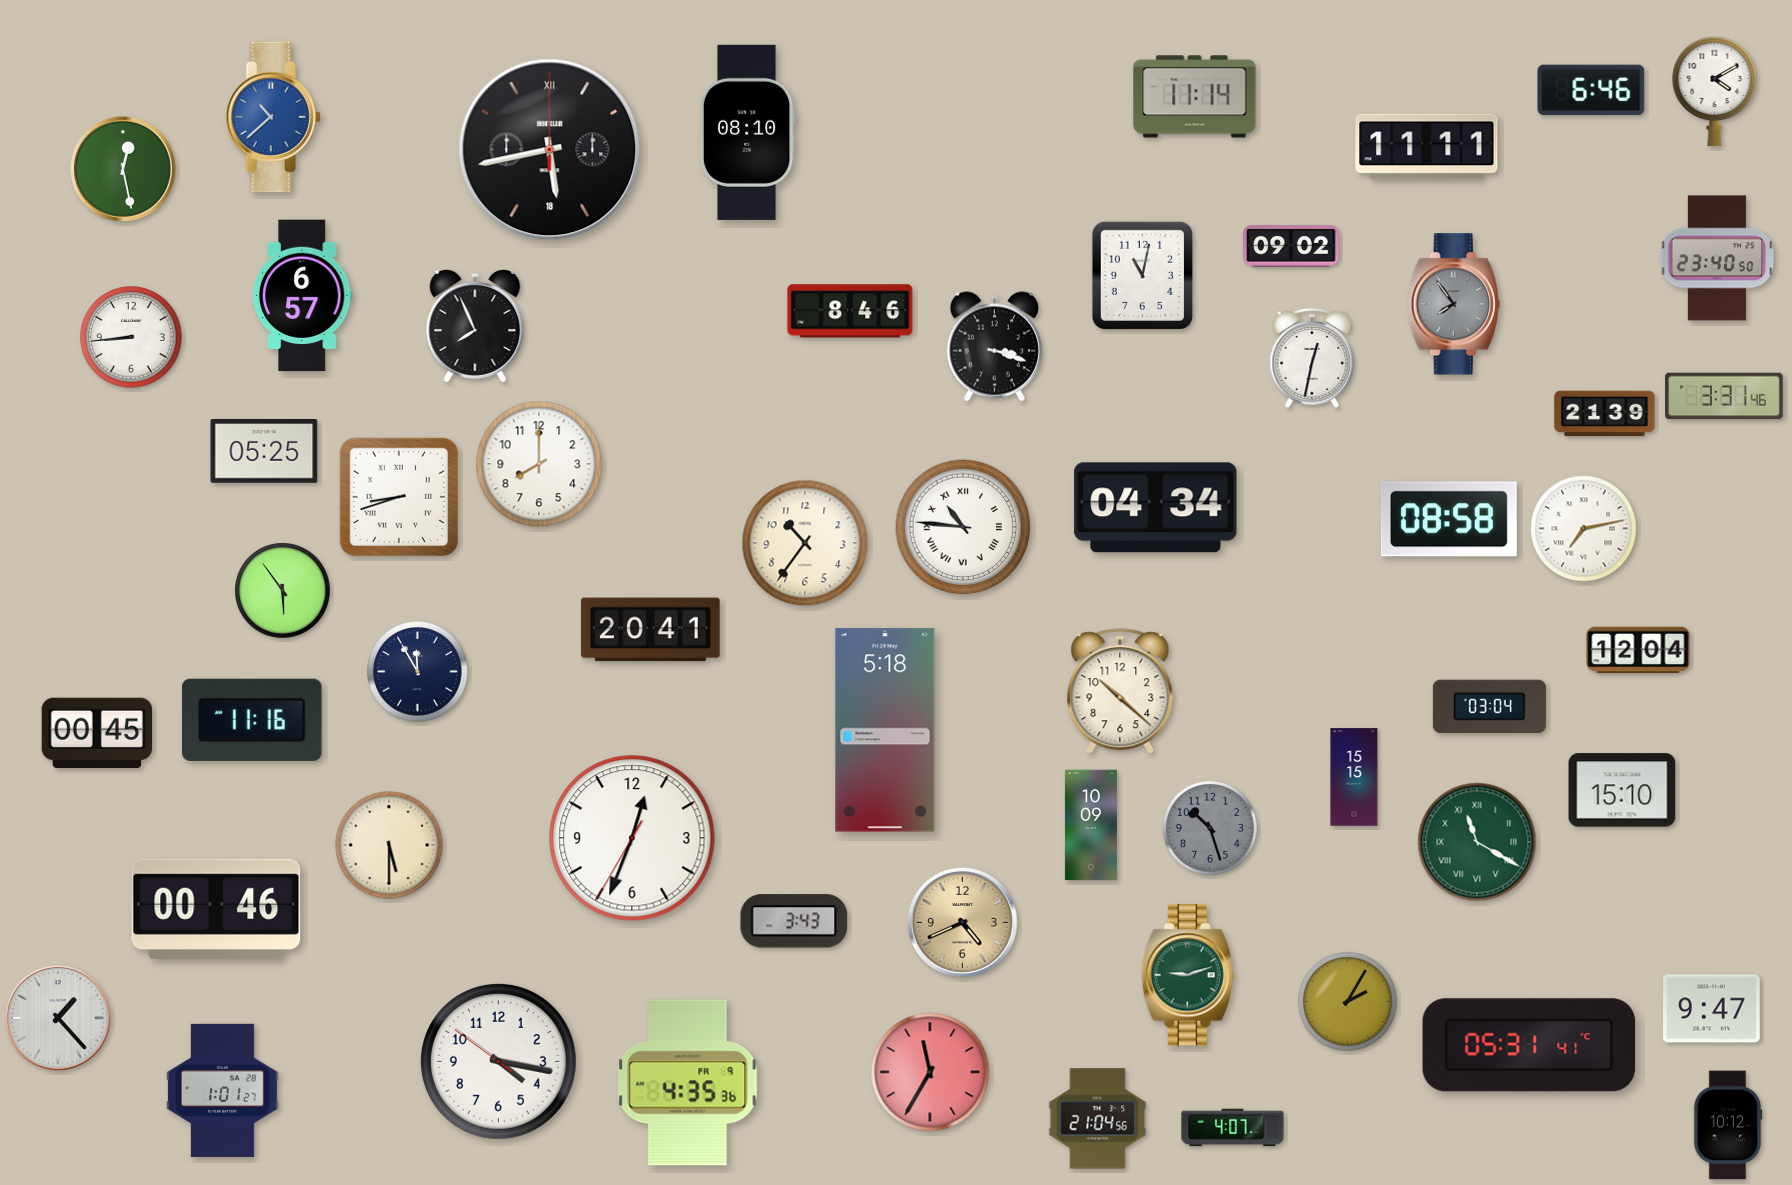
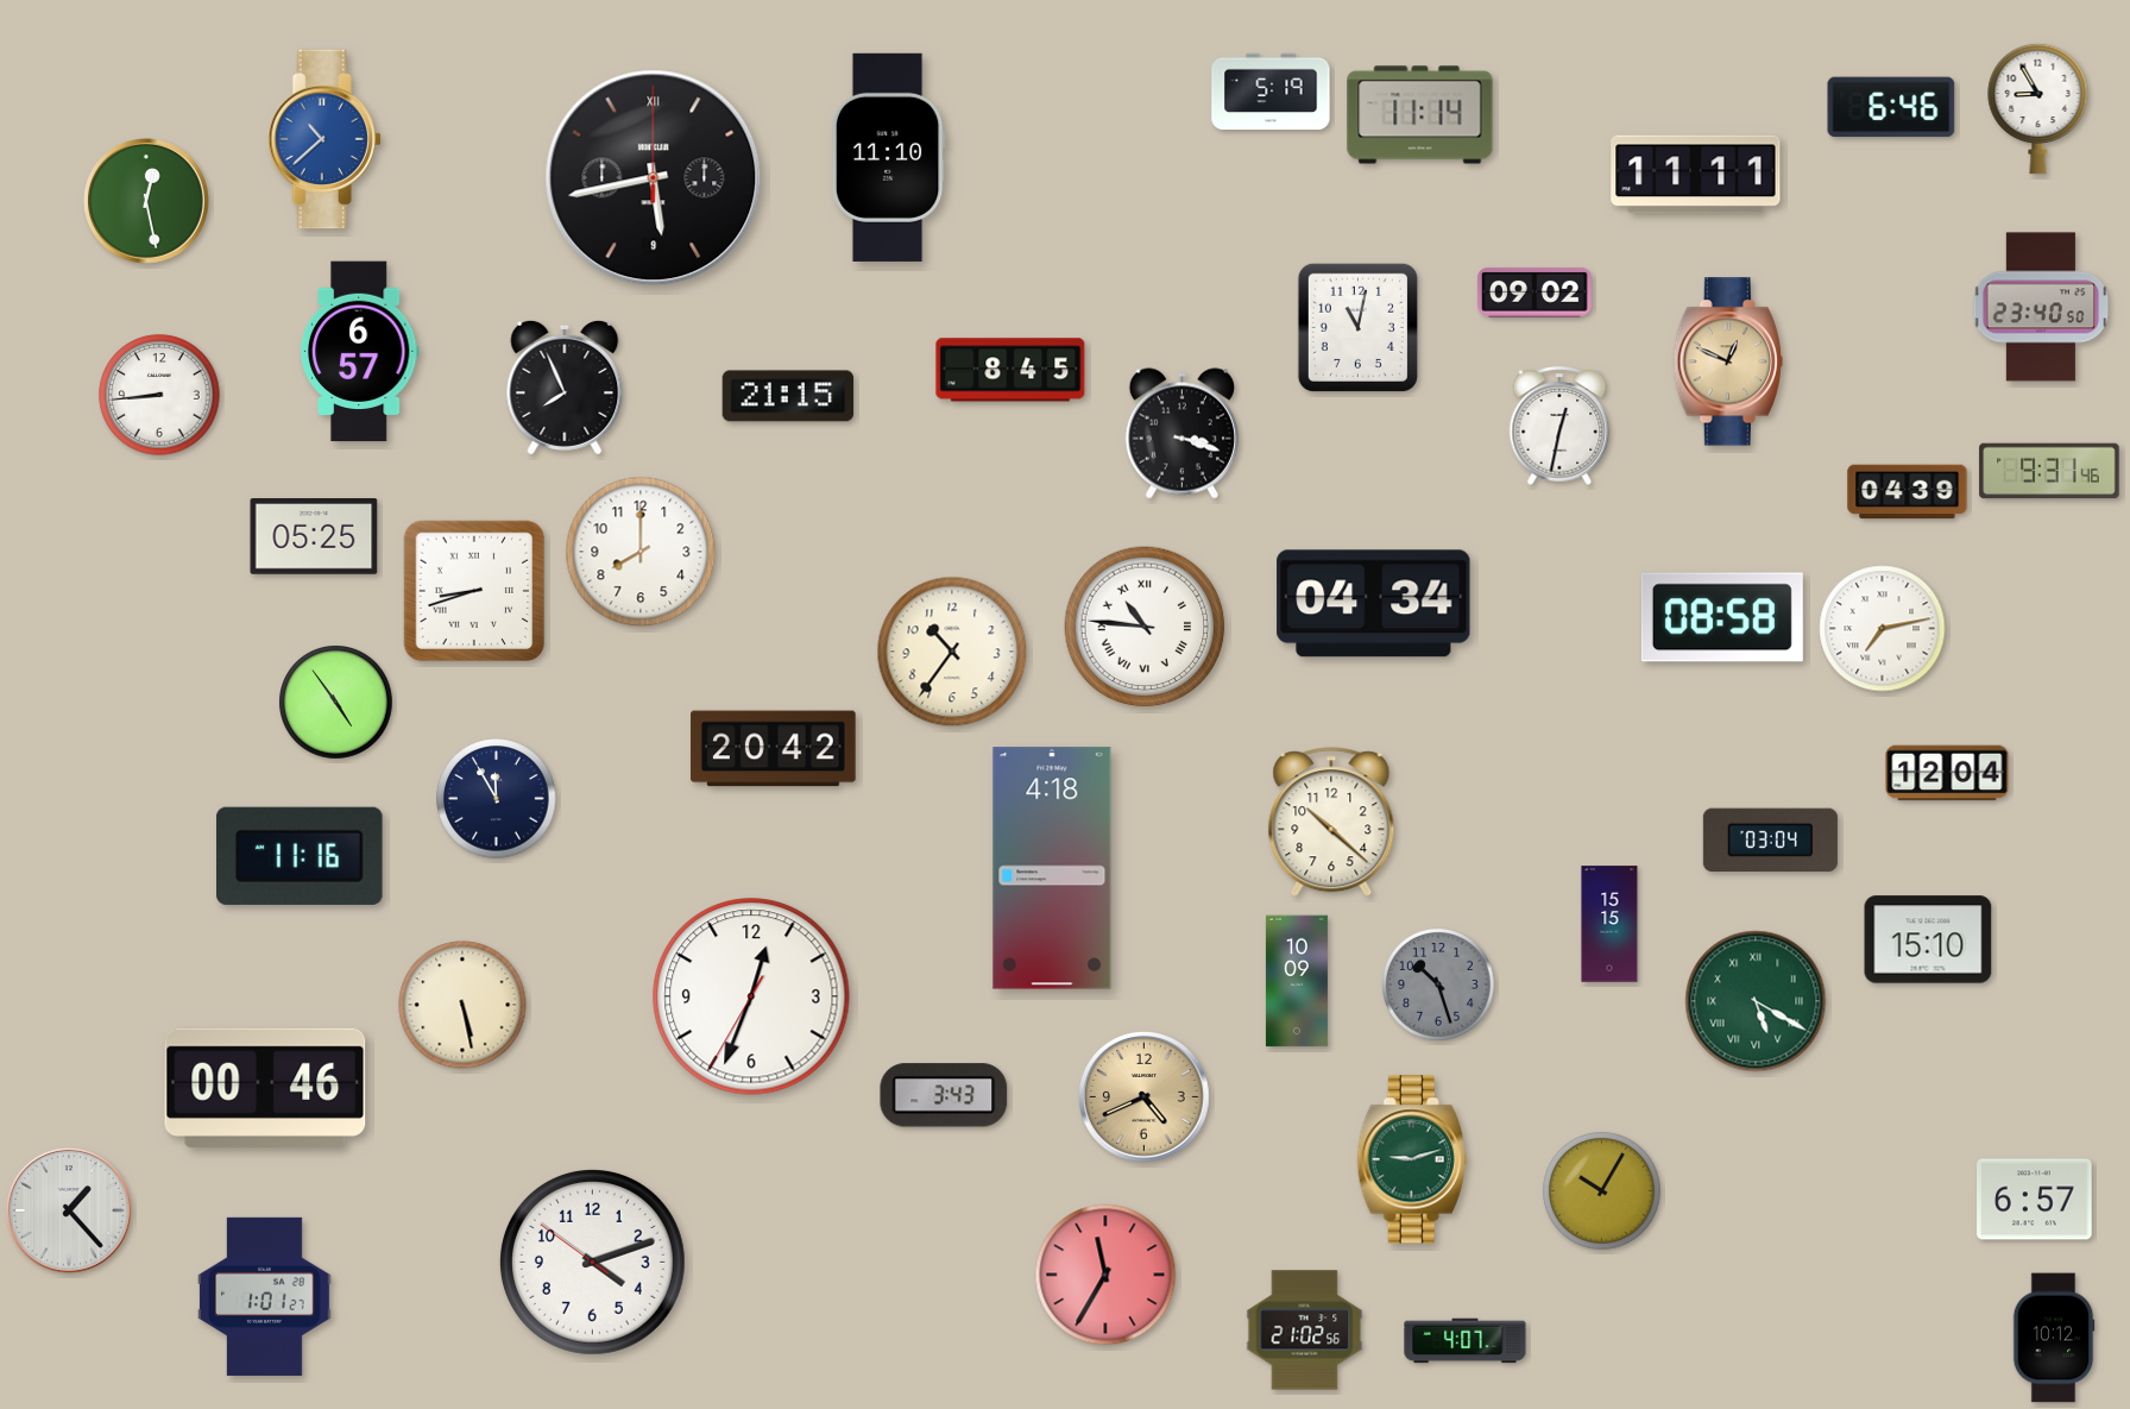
clock at (1271, 92): none -> 5:19
clock at (1715, 91): 4:10 -> 8:55
clock at (747, 132): 08:10 -> 11:10
clock at (550, 150) date: 18 -> 9
clock at (1454, 304): 7:54 -> 12:49
clock at (1454, 304) dial: grey -> champagne
clock at (850, 311): 8:46 -> 8:45
clock at (788, 396): none -> 21:15
clock at (131, 337) position: (131, 337) -> (159, 395)
clock at (994, 347) position: (994, 347) -> (1181, 434)
clock at (1724, 396): 3:31 -> 9:31
clock at (1605, 414): 21:39 -> 04:39
clock at (805, 543) position: (805, 543) -> (952, 652)
clock at (283, 591): 5:54 -> 4:54
clock at (651, 630): 20:41 -> 20:42
clock at (885, 730): 5:18 -> 4:18
clock at (97, 733): 00:45 -> none
clock at (1477, 842): 11:20 -> 5:20
clock at (389, 845): 5:30 -> 5:28
clock at (216, 909) position: (216, 909) -> (265, 1088)
clock at (1348, 1002): 2:05 -> 10:05
clock at (1712, 1009): 9:47 -> 6:57
clock at (1529, 1045): 05:31 -> none
clock at (498, 1061): 4:16 -> 4:11
clock at (688, 1083): 4:35 -> none
clock at (1098, 1119): 21:04 -> 21:02
